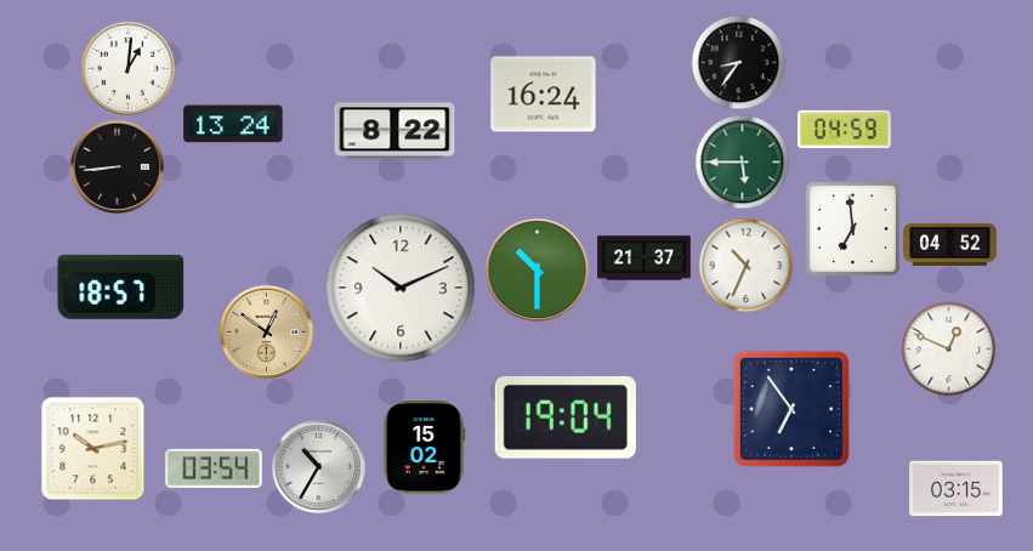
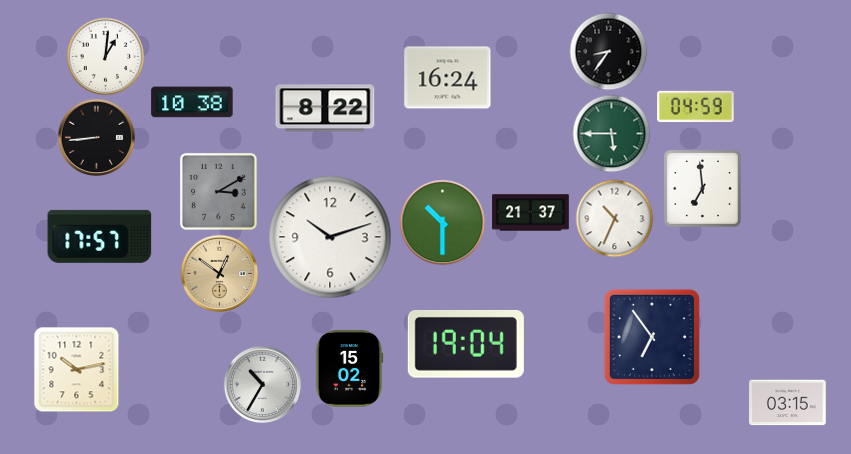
clock at (233, 124): 13:24 -> 10:38
clock at (218, 191): none -> 3:10
clock at (950, 244): 04:52 -> none
clock at (121, 286): 18:57 -> 17:57
clock at (401, 288): 10:11 -> 10:12
clock at (948, 348): 12:49 -> none
clock at (214, 468): 03:54 -> none
